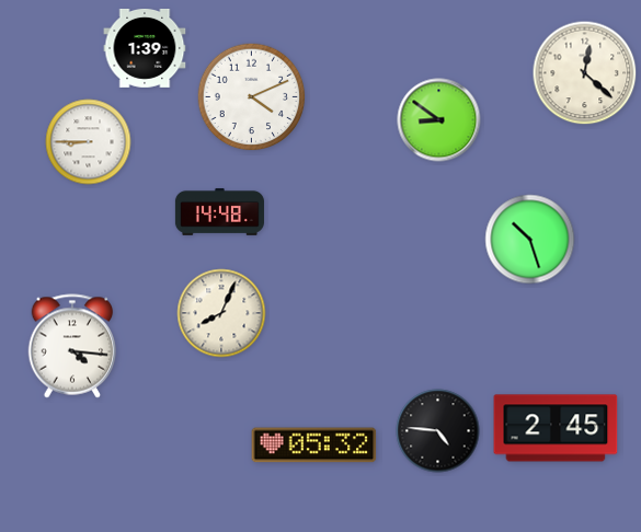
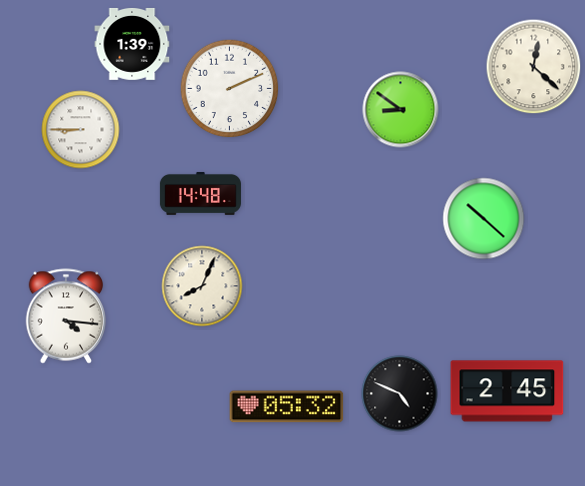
clock at (252, 97): 4:11 -> 2:11
clock at (530, 240): 10:27 -> 10:22
clock at (438, 431): 4:46 -> 4:49
